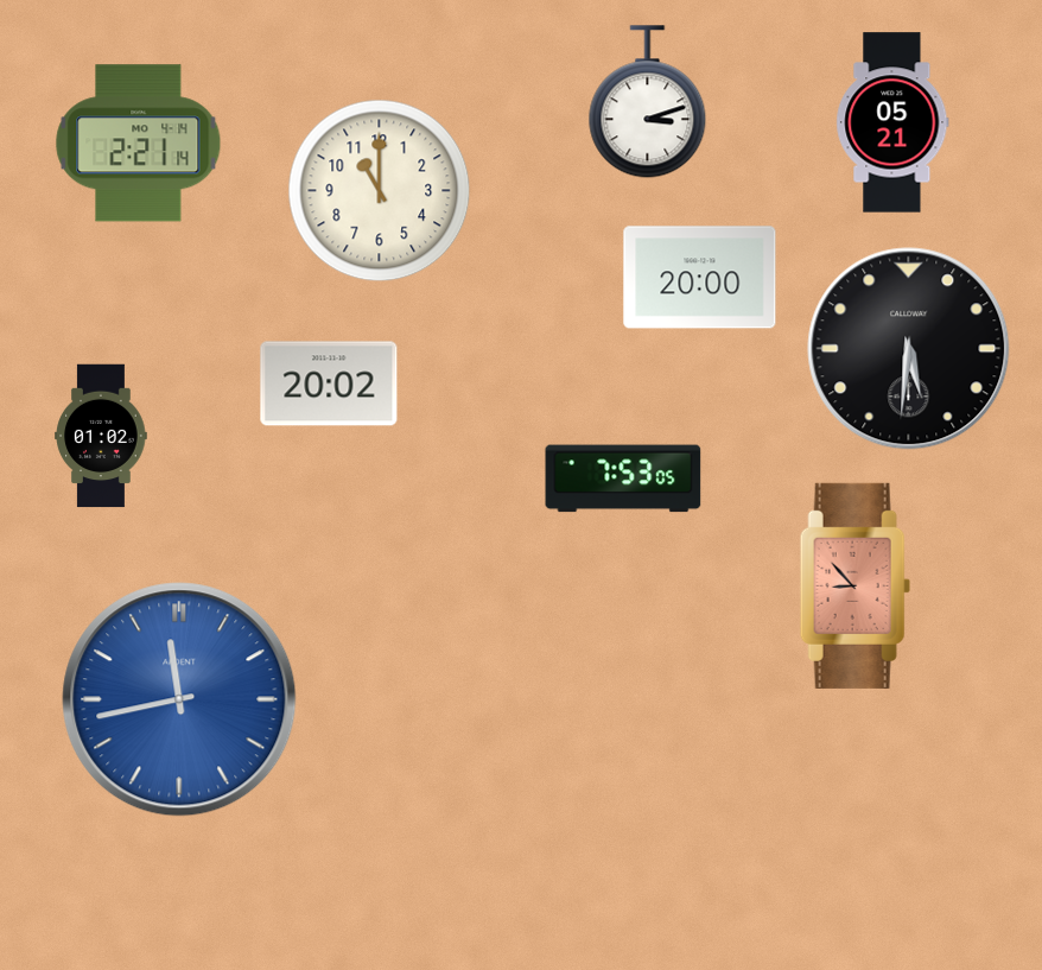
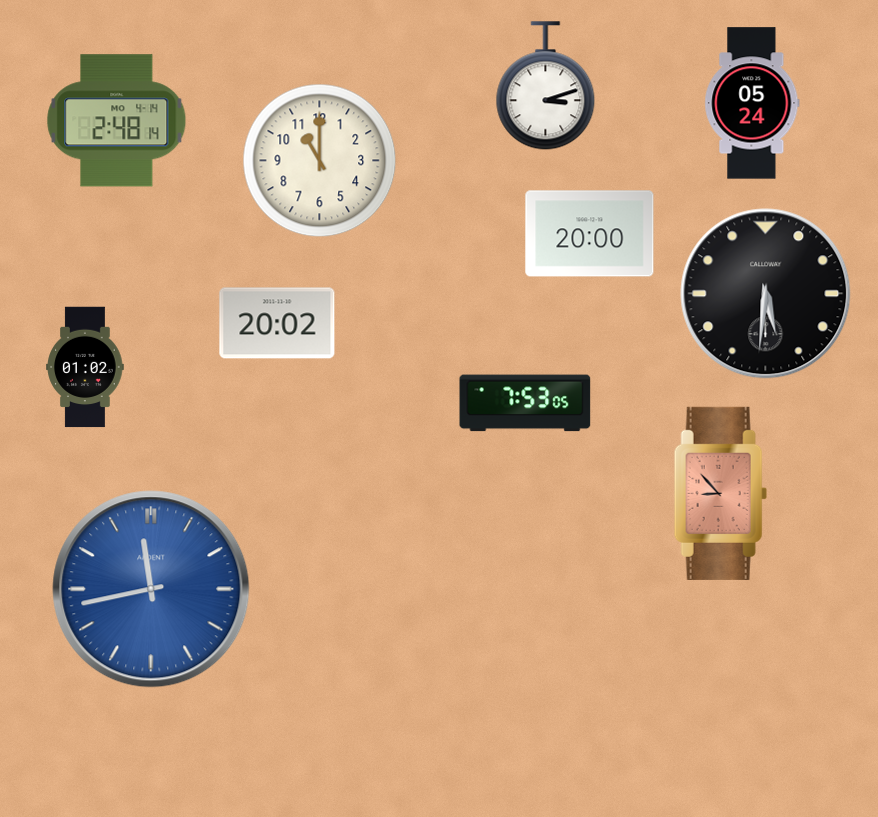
clock at (892, 122): 05:21 -> 05:24
clock at (139, 144): 2:21 -> 2:48
